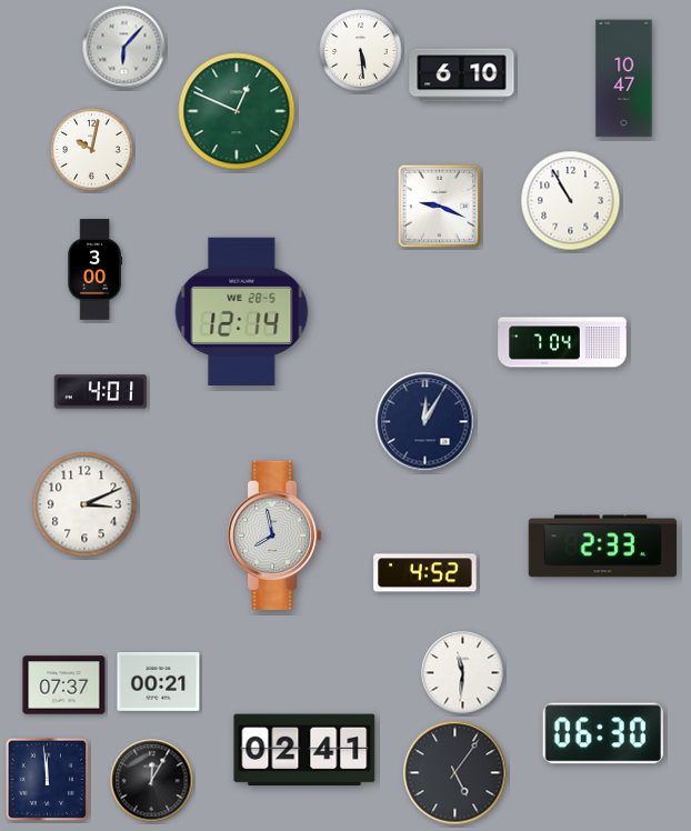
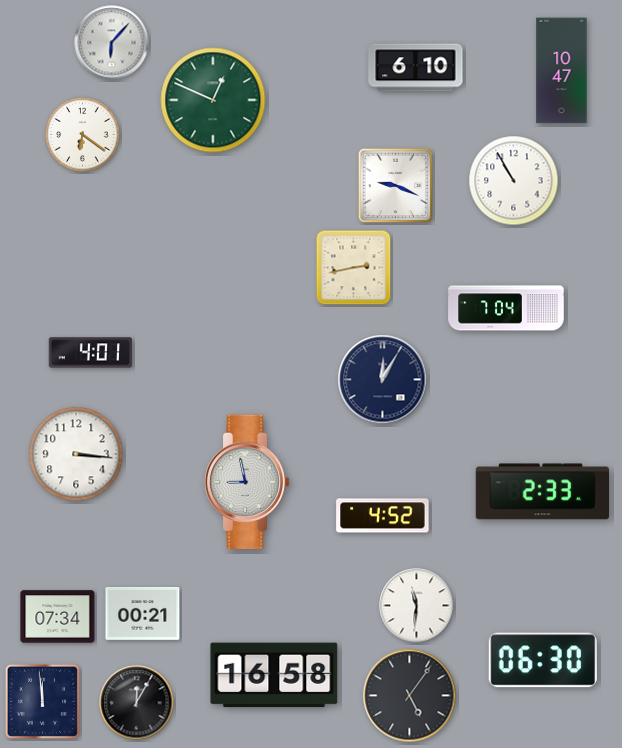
clock at (361, 51): 5:29 -> none
clock at (92, 150): 10:02 -> 6:21
clock at (94, 270): 3:00 -> none
clock at (354, 268): none -> 2:43
clock at (242, 311): 12:14 -> none
clock at (84, 504): 3:11 -> 3:16
clock at (274, 535): 7:58 -> 8:58
clock at (64, 685): 07:37 -> 07:34
clock at (304, 750): 02:41 -> 16:58
